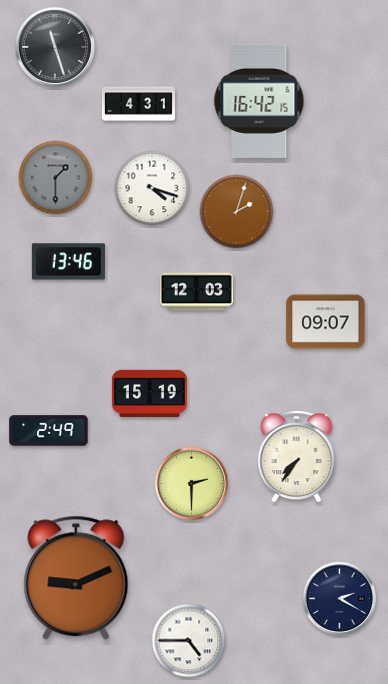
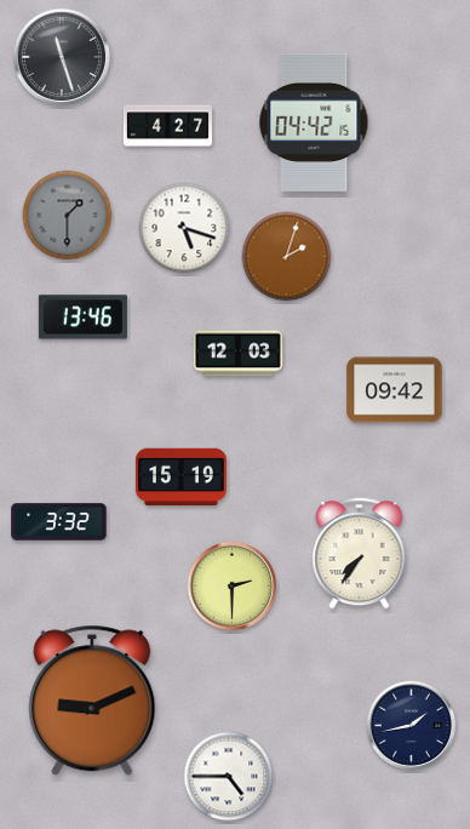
clock at (54, 46) position: (54, 46) -> (61, 56)
clock at (259, 101): 16:42 -> 04:42
clock at (138, 104): 4:31 -> 4:27
clock at (152, 188): 4:18 -> 5:18
clock at (326, 322): 09:07 -> 09:42
clock at (49, 431): 2:49 -> 3:32
clock at (340, 599): 2:20 -> 1:43
